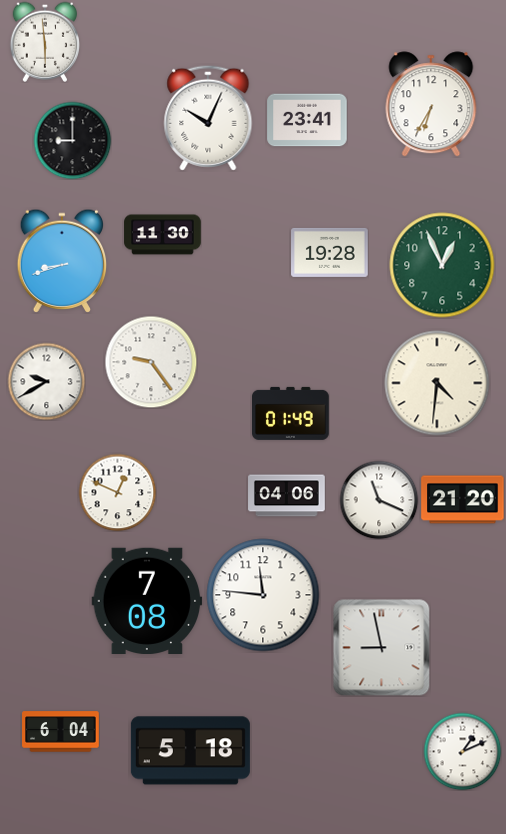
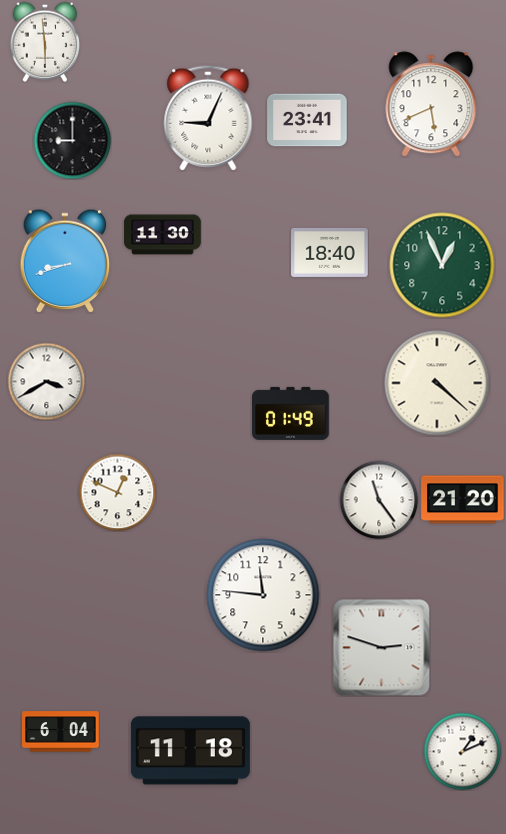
clock at (431, 104): 6:35 -> 5:41
clock at (208, 118): 10:04 -> 9:04
clock at (330, 252): 19:28 -> 18:40
clock at (62, 260) position: (62, 260) -> (65, 260)
clock at (151, 362): 9:24 -> none
clock at (46, 381): 9:40 -> 3:40
clock at (437, 383): 4:31 -> 4:22
clock at (287, 496): 04:06 -> none
clock at (379, 500): 11:19 -> 11:24
clock at (147, 600): 7:08 -> none
clock at (382, 648): 8:58 -> 2:48
clock at (190, 751): 5:18 -> 11:18
